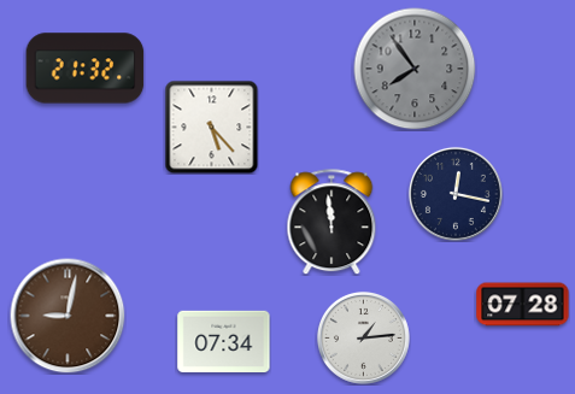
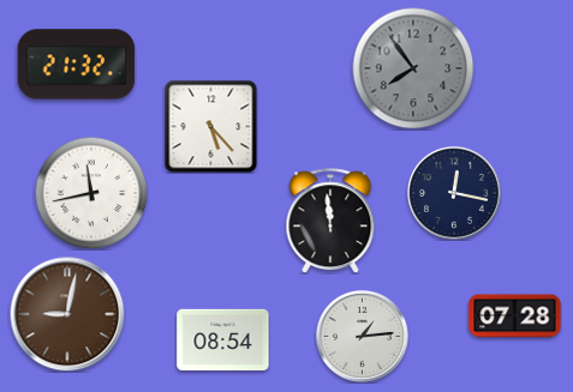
clock at (86, 69) position: (86, 69) -> (77, 65)
clock at (91, 193): none -> 11:43
clock at (523, 305) position: (523, 305) -> (515, 316)
clock at (224, 342): 07:34 -> 08:54
